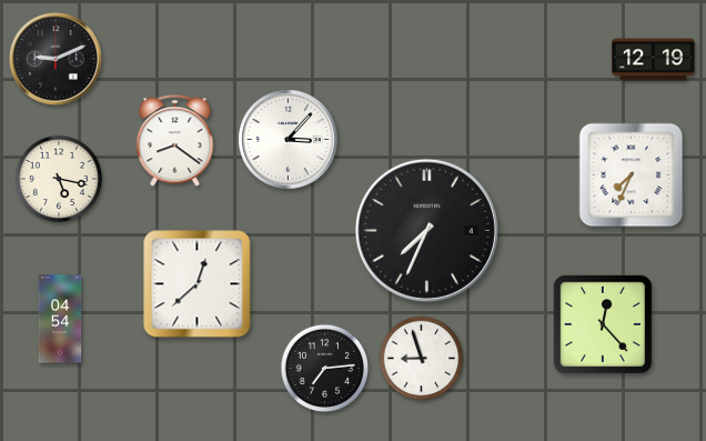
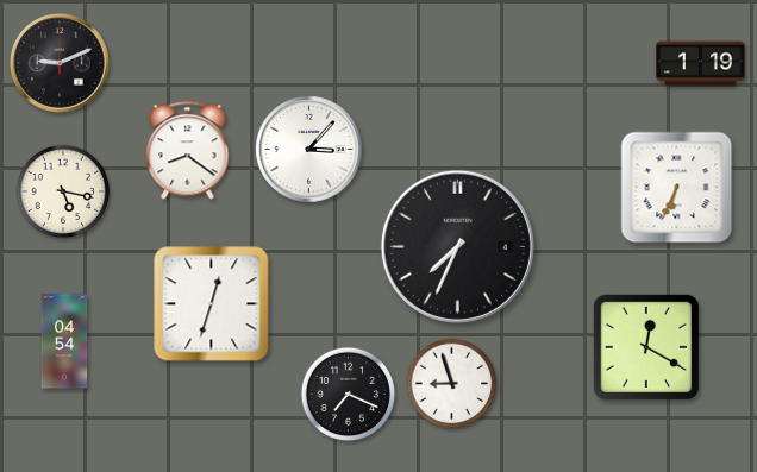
clock at (654, 60): 12:19 -> 1:19
clock at (632, 176): 7:34 -> 6:34
clock at (198, 284): 12:38 -> 12:33
clock at (602, 323): 12:23 -> 12:20
clock at (325, 369): 7:14 -> 7:19
